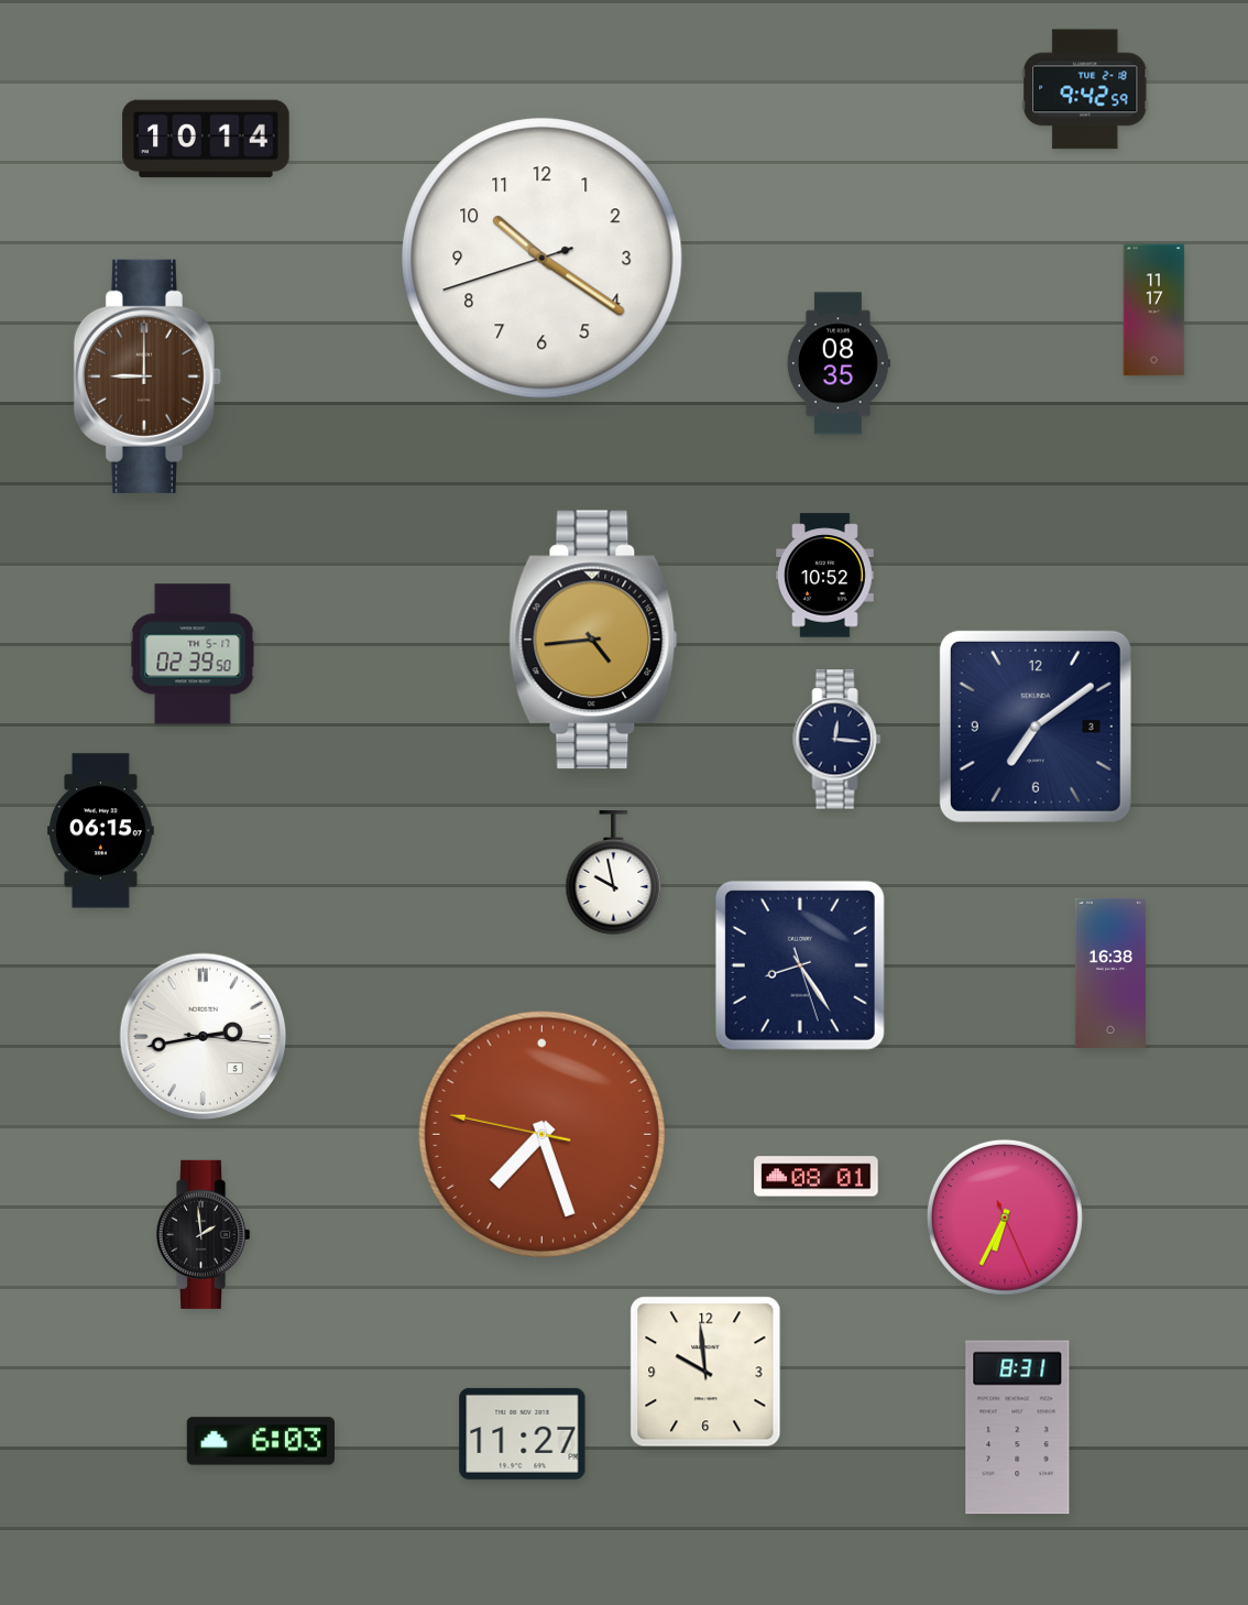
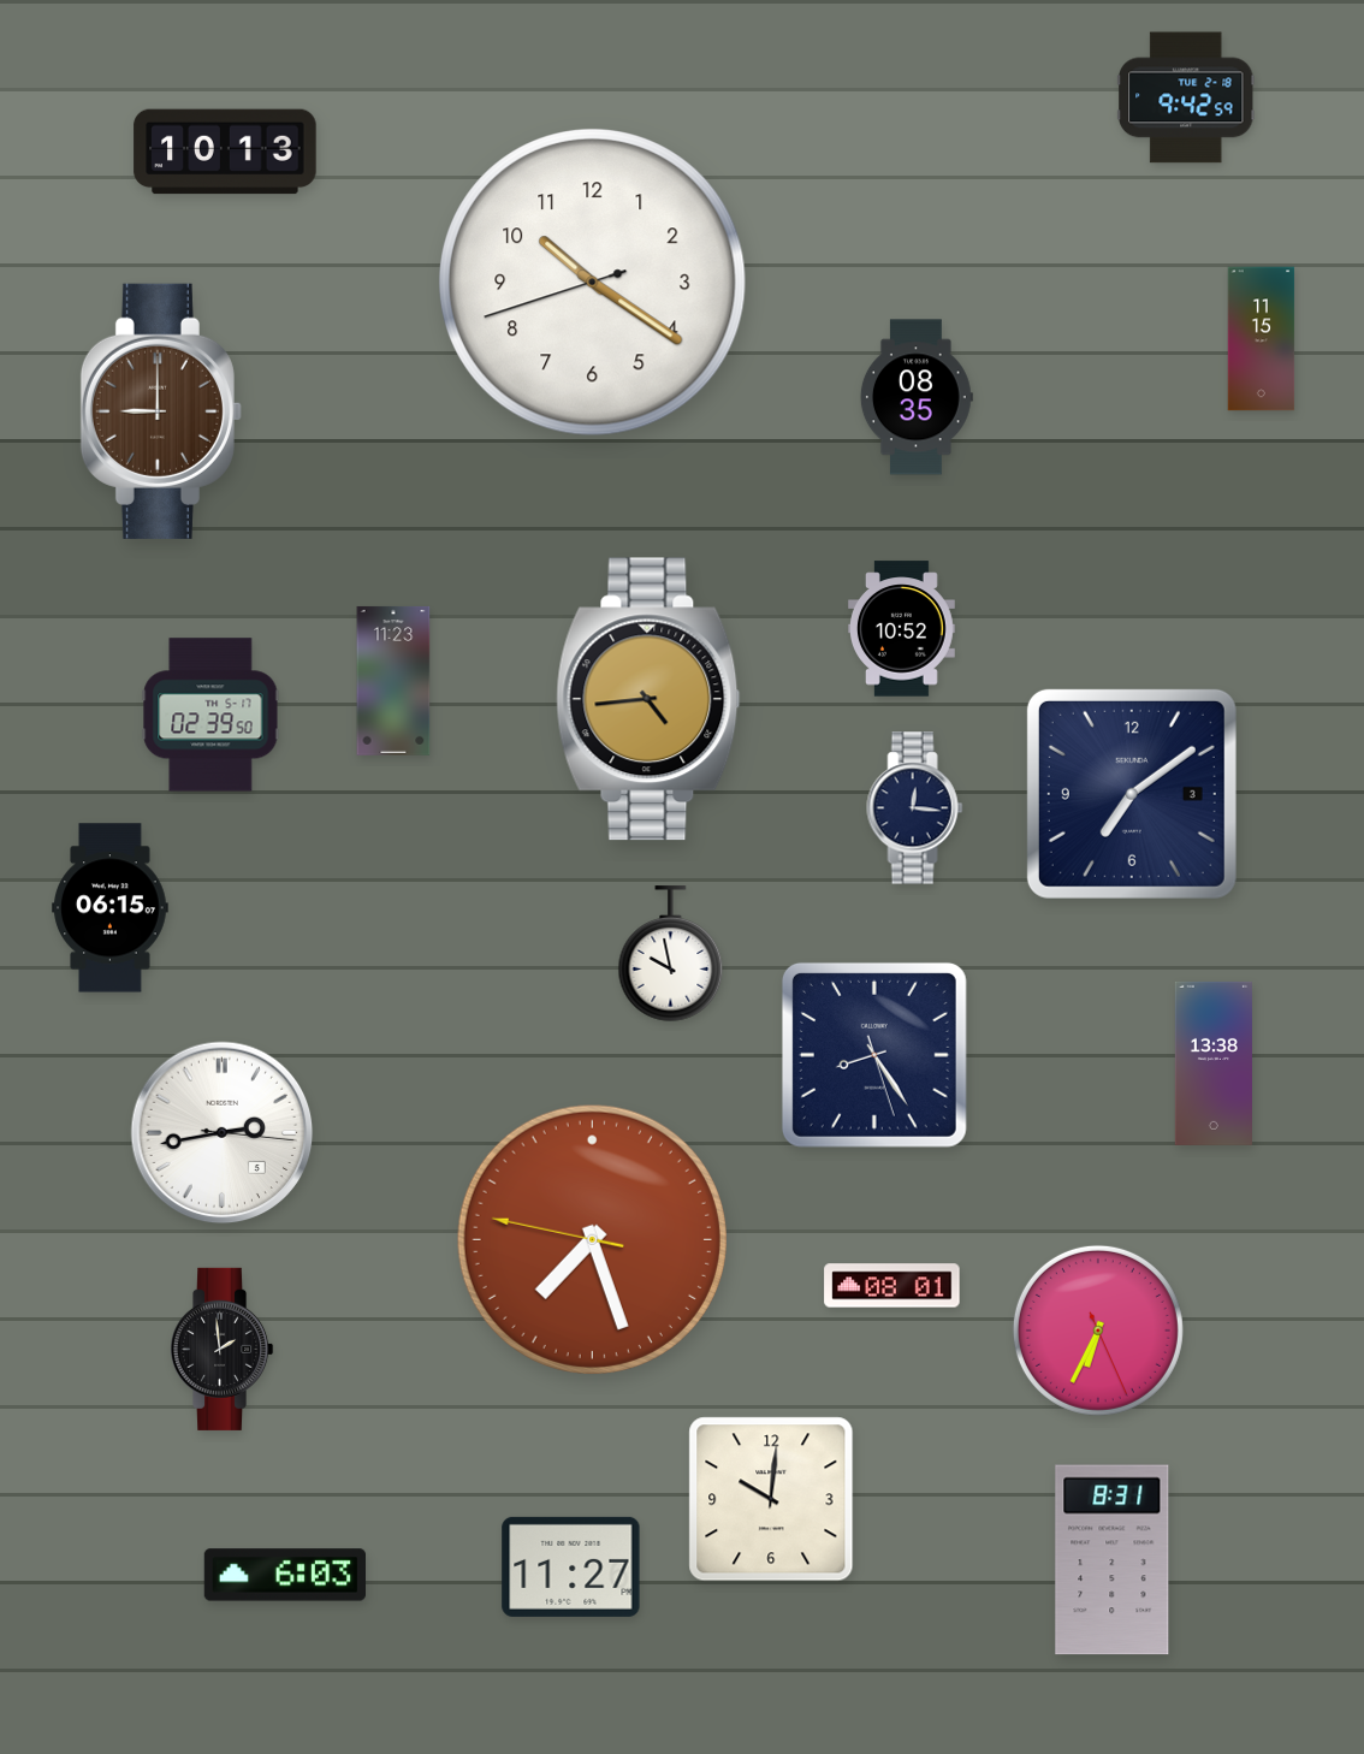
clock at (206, 139): 10:14 -> 10:13
clock at (1154, 310): 11:17 -> 11:15
clock at (393, 681): none -> 11:23
clock at (1110, 973): 16:38 -> 13:38
clock at (705, 1372): 9:59 -> 10:01
